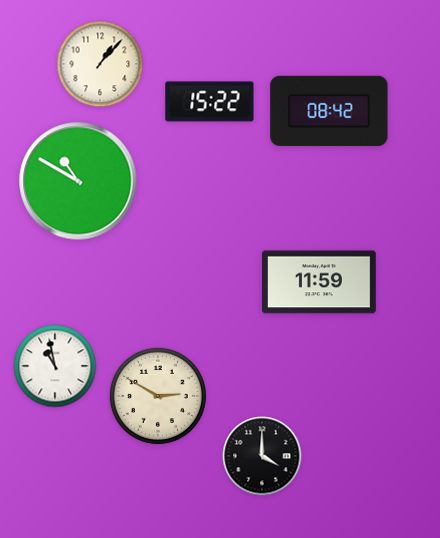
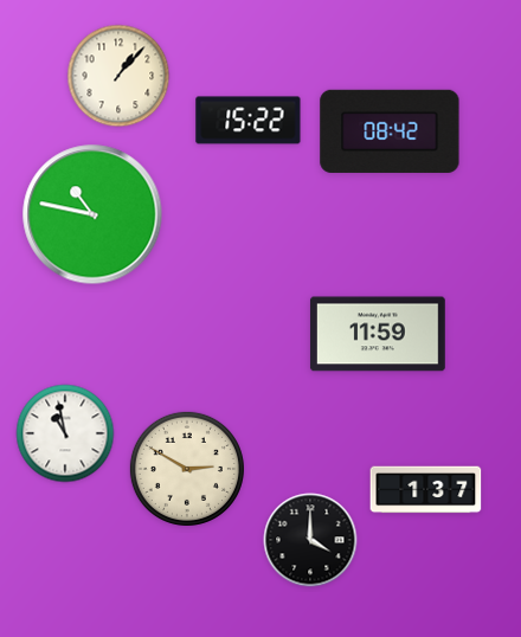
clock at (78, 181): 10:50 -> 10:47
clock at (426, 490): none -> 1:37
